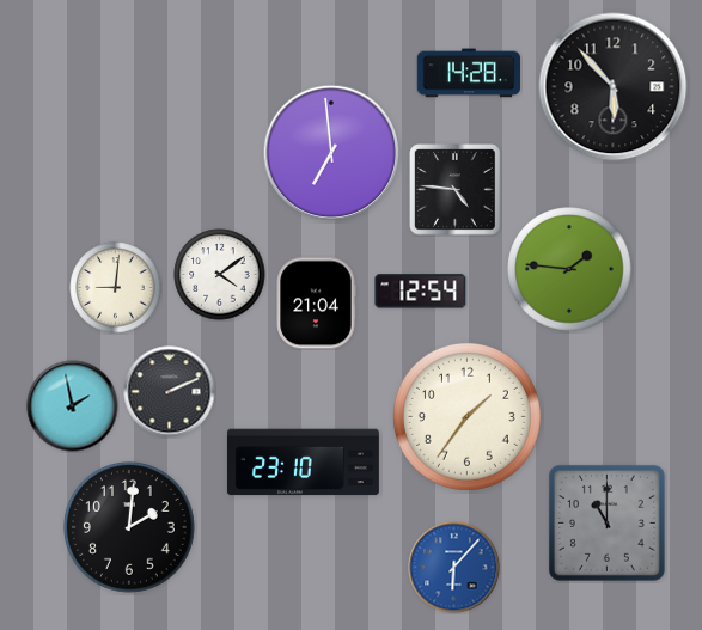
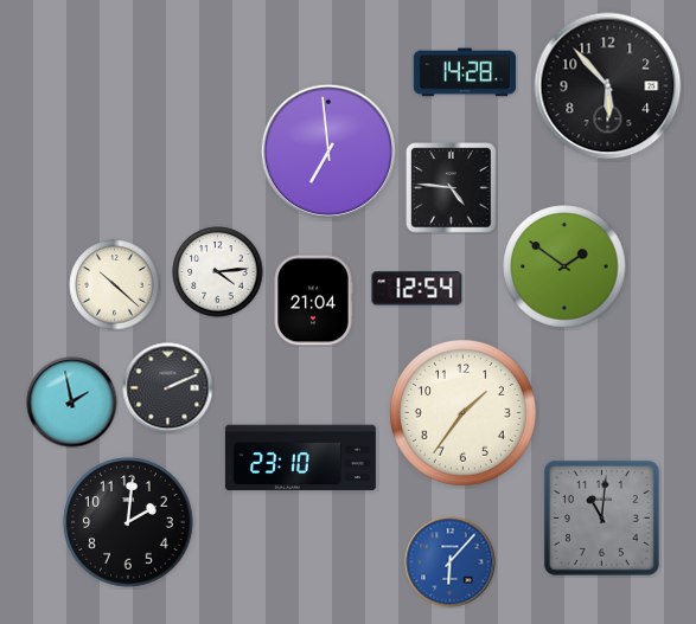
clock at (569, 269): 1:46 -> 1:51
clock at (220, 275): 4:09 -> 4:14
clock at (116, 288): 9:01 -> 10:22
clock at (606, 522): 11:00 -> 11:01
